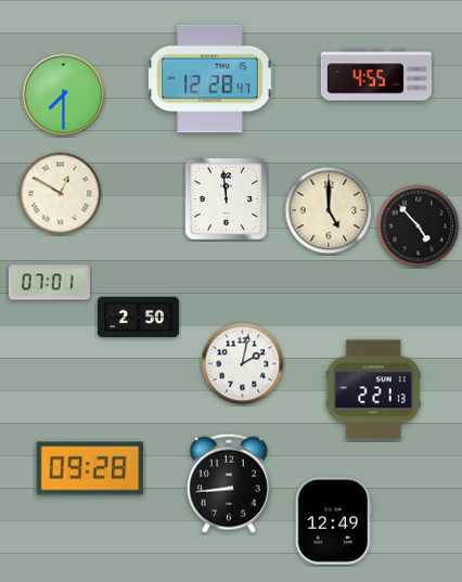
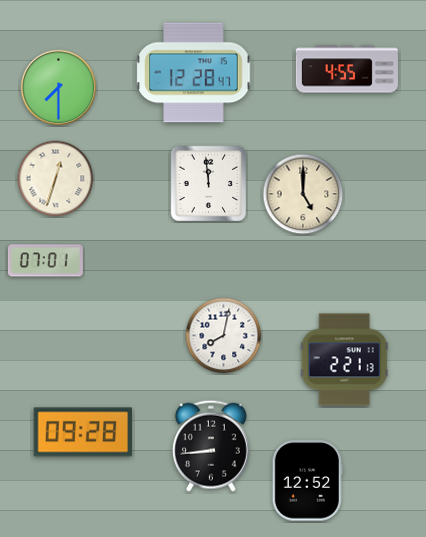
clock at (61, 194): 12:50 -> 12:33
clock at (419, 227): 4:53 -> none
clock at (138, 318): 2:50 -> none
clock at (243, 364): 2:02 -> 8:02
clock at (333, 521): 12:49 -> 12:52
